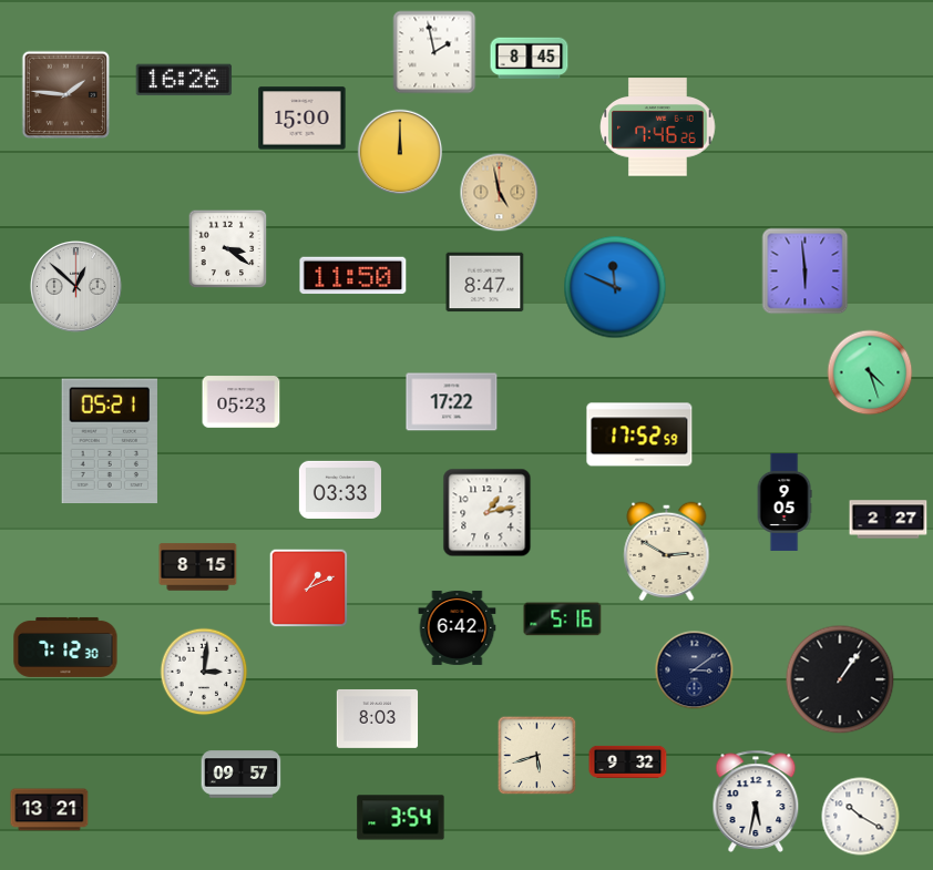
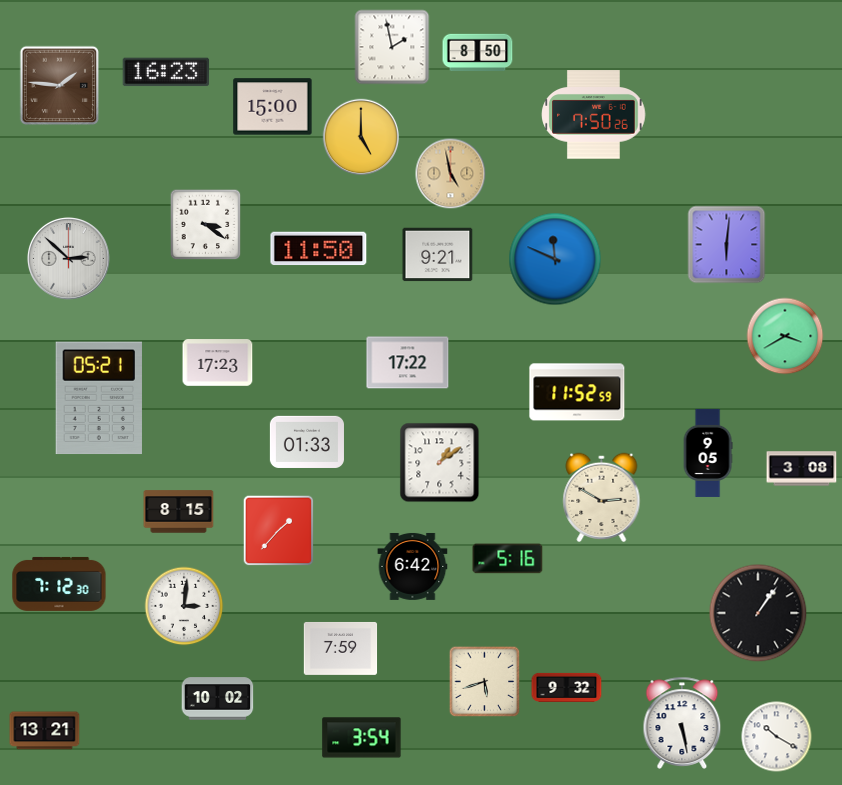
clock at (530, 59): 8:45 -> 8:50
clock at (184, 80): 16:26 -> 16:23
clock at (658, 127): 7:46 -> 7:50
clock at (400, 152): 12:00 -> 5:00
clock at (806, 272): 5:59 -> 6:01
clock at (485, 283): 8:47 -> 9:21
clock at (75, 286): 12:52 -> 2:52
clock at (870, 372): 4:27 -> 3:40
clock at (242, 402): 05:23 -> 17:23
clock at (639, 434): 17:52 -> 11:52
clock at (340, 489): 03:33 -> 01:33
clock at (488, 513): 1:13 -> 1:09
clock at (889, 520): 2:27 -> 3:08
clock at (309, 588): 1:11 -> 1:37
clock at (695, 671): 3:09 -> none
clock at (378, 718): 8:03 -> 7:59
clock at (242, 775): 09:57 -> 10:02
clock at (756, 801): 5:32 -> 5:28
